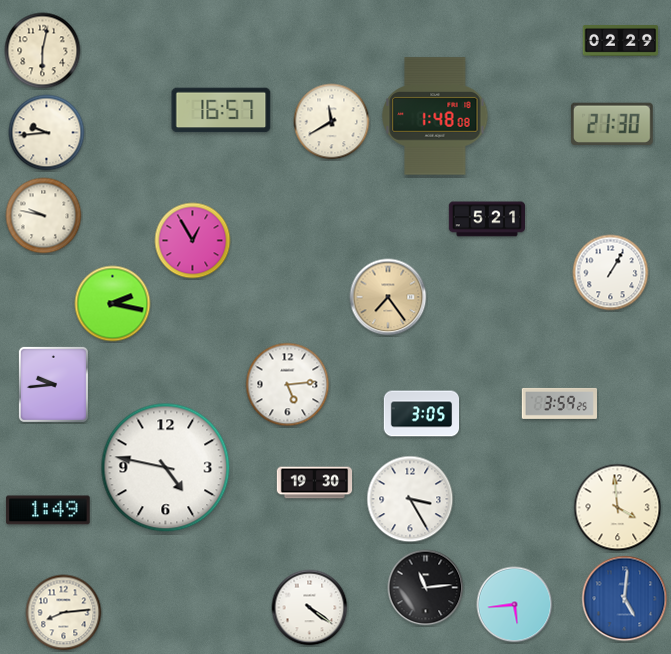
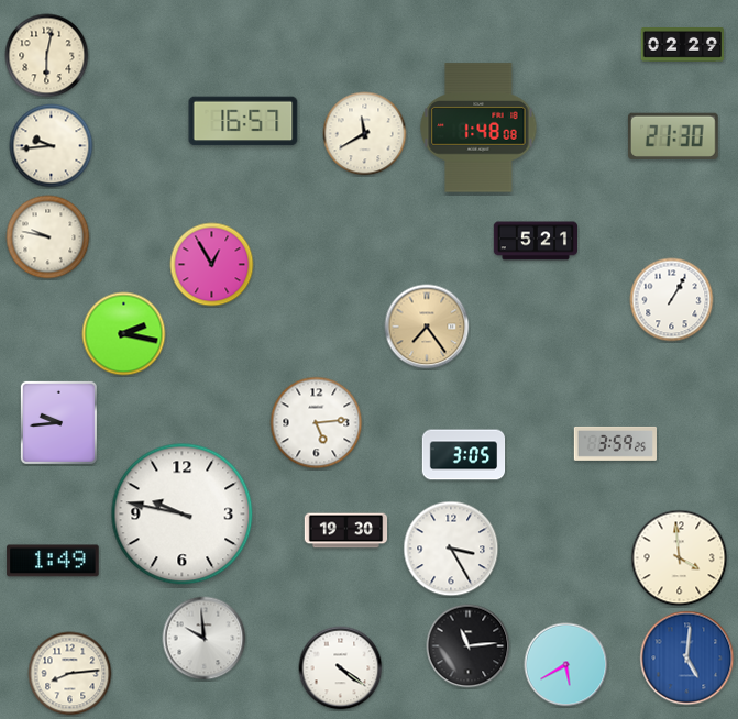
clock at (166, 468): 4:47 -> 9:47
clock at (205, 639): none -> 9:59
clock at (515, 605): 5:44 -> 5:40
